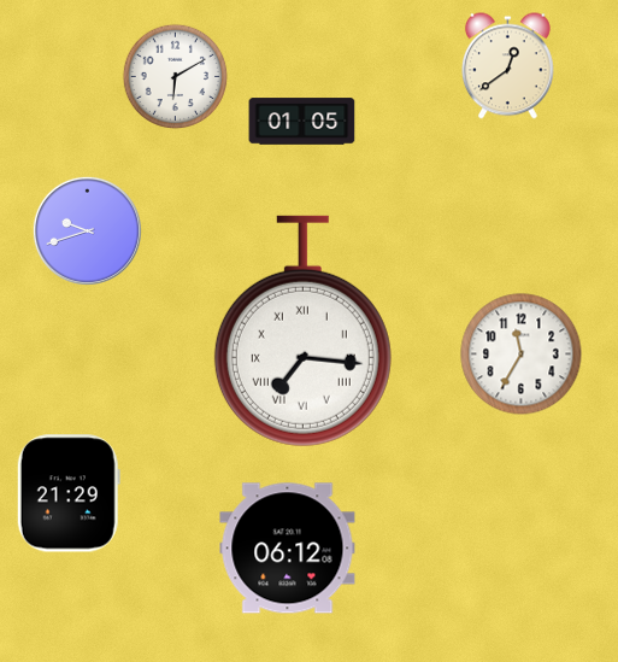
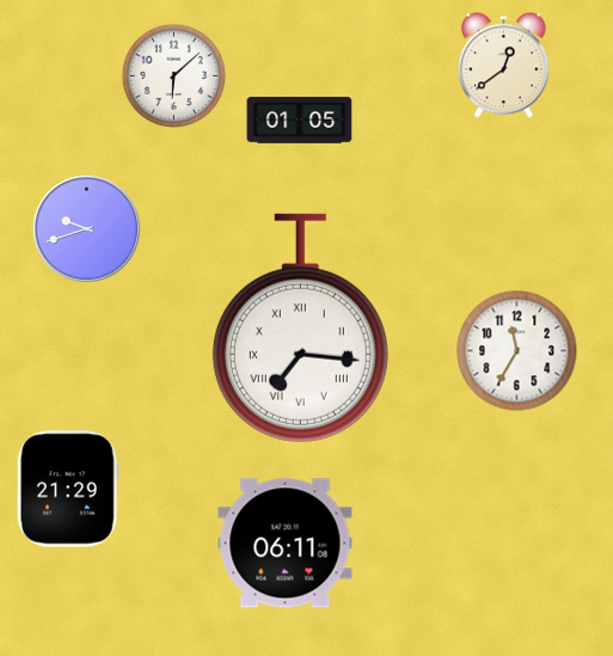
clock at (176, 77): 6:10 -> 6:08
clock at (288, 549): 06:12 -> 06:11
